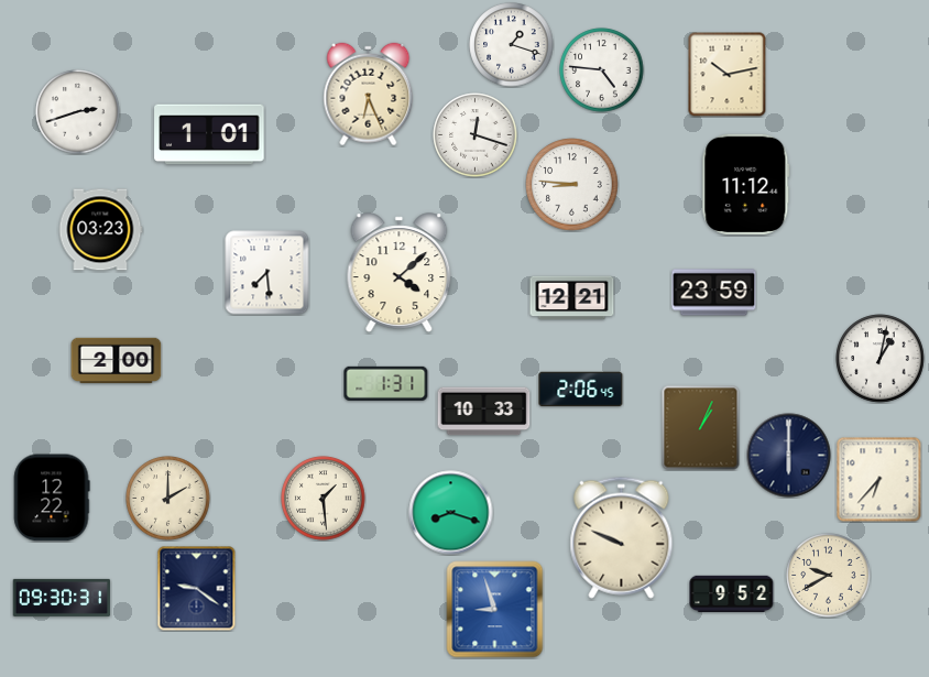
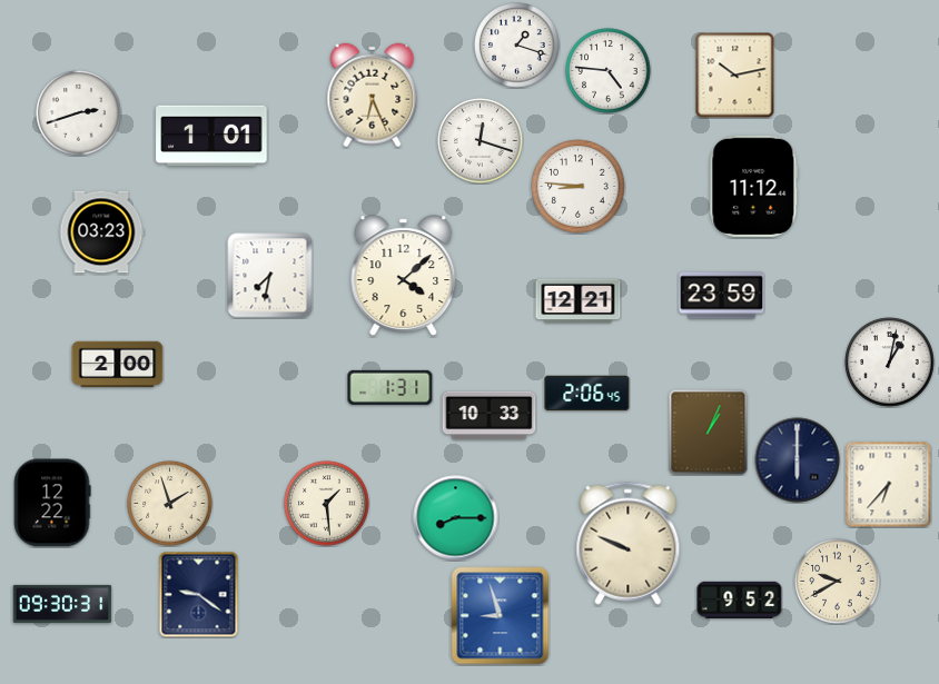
clock at (476, 135) position: (476, 135) -> (481, 141)
clock at (267, 273): 7:29 -> 7:32
clock at (168, 499): 2:00 -> 1:57
clock at (451, 513): 8:18 -> 8:15
